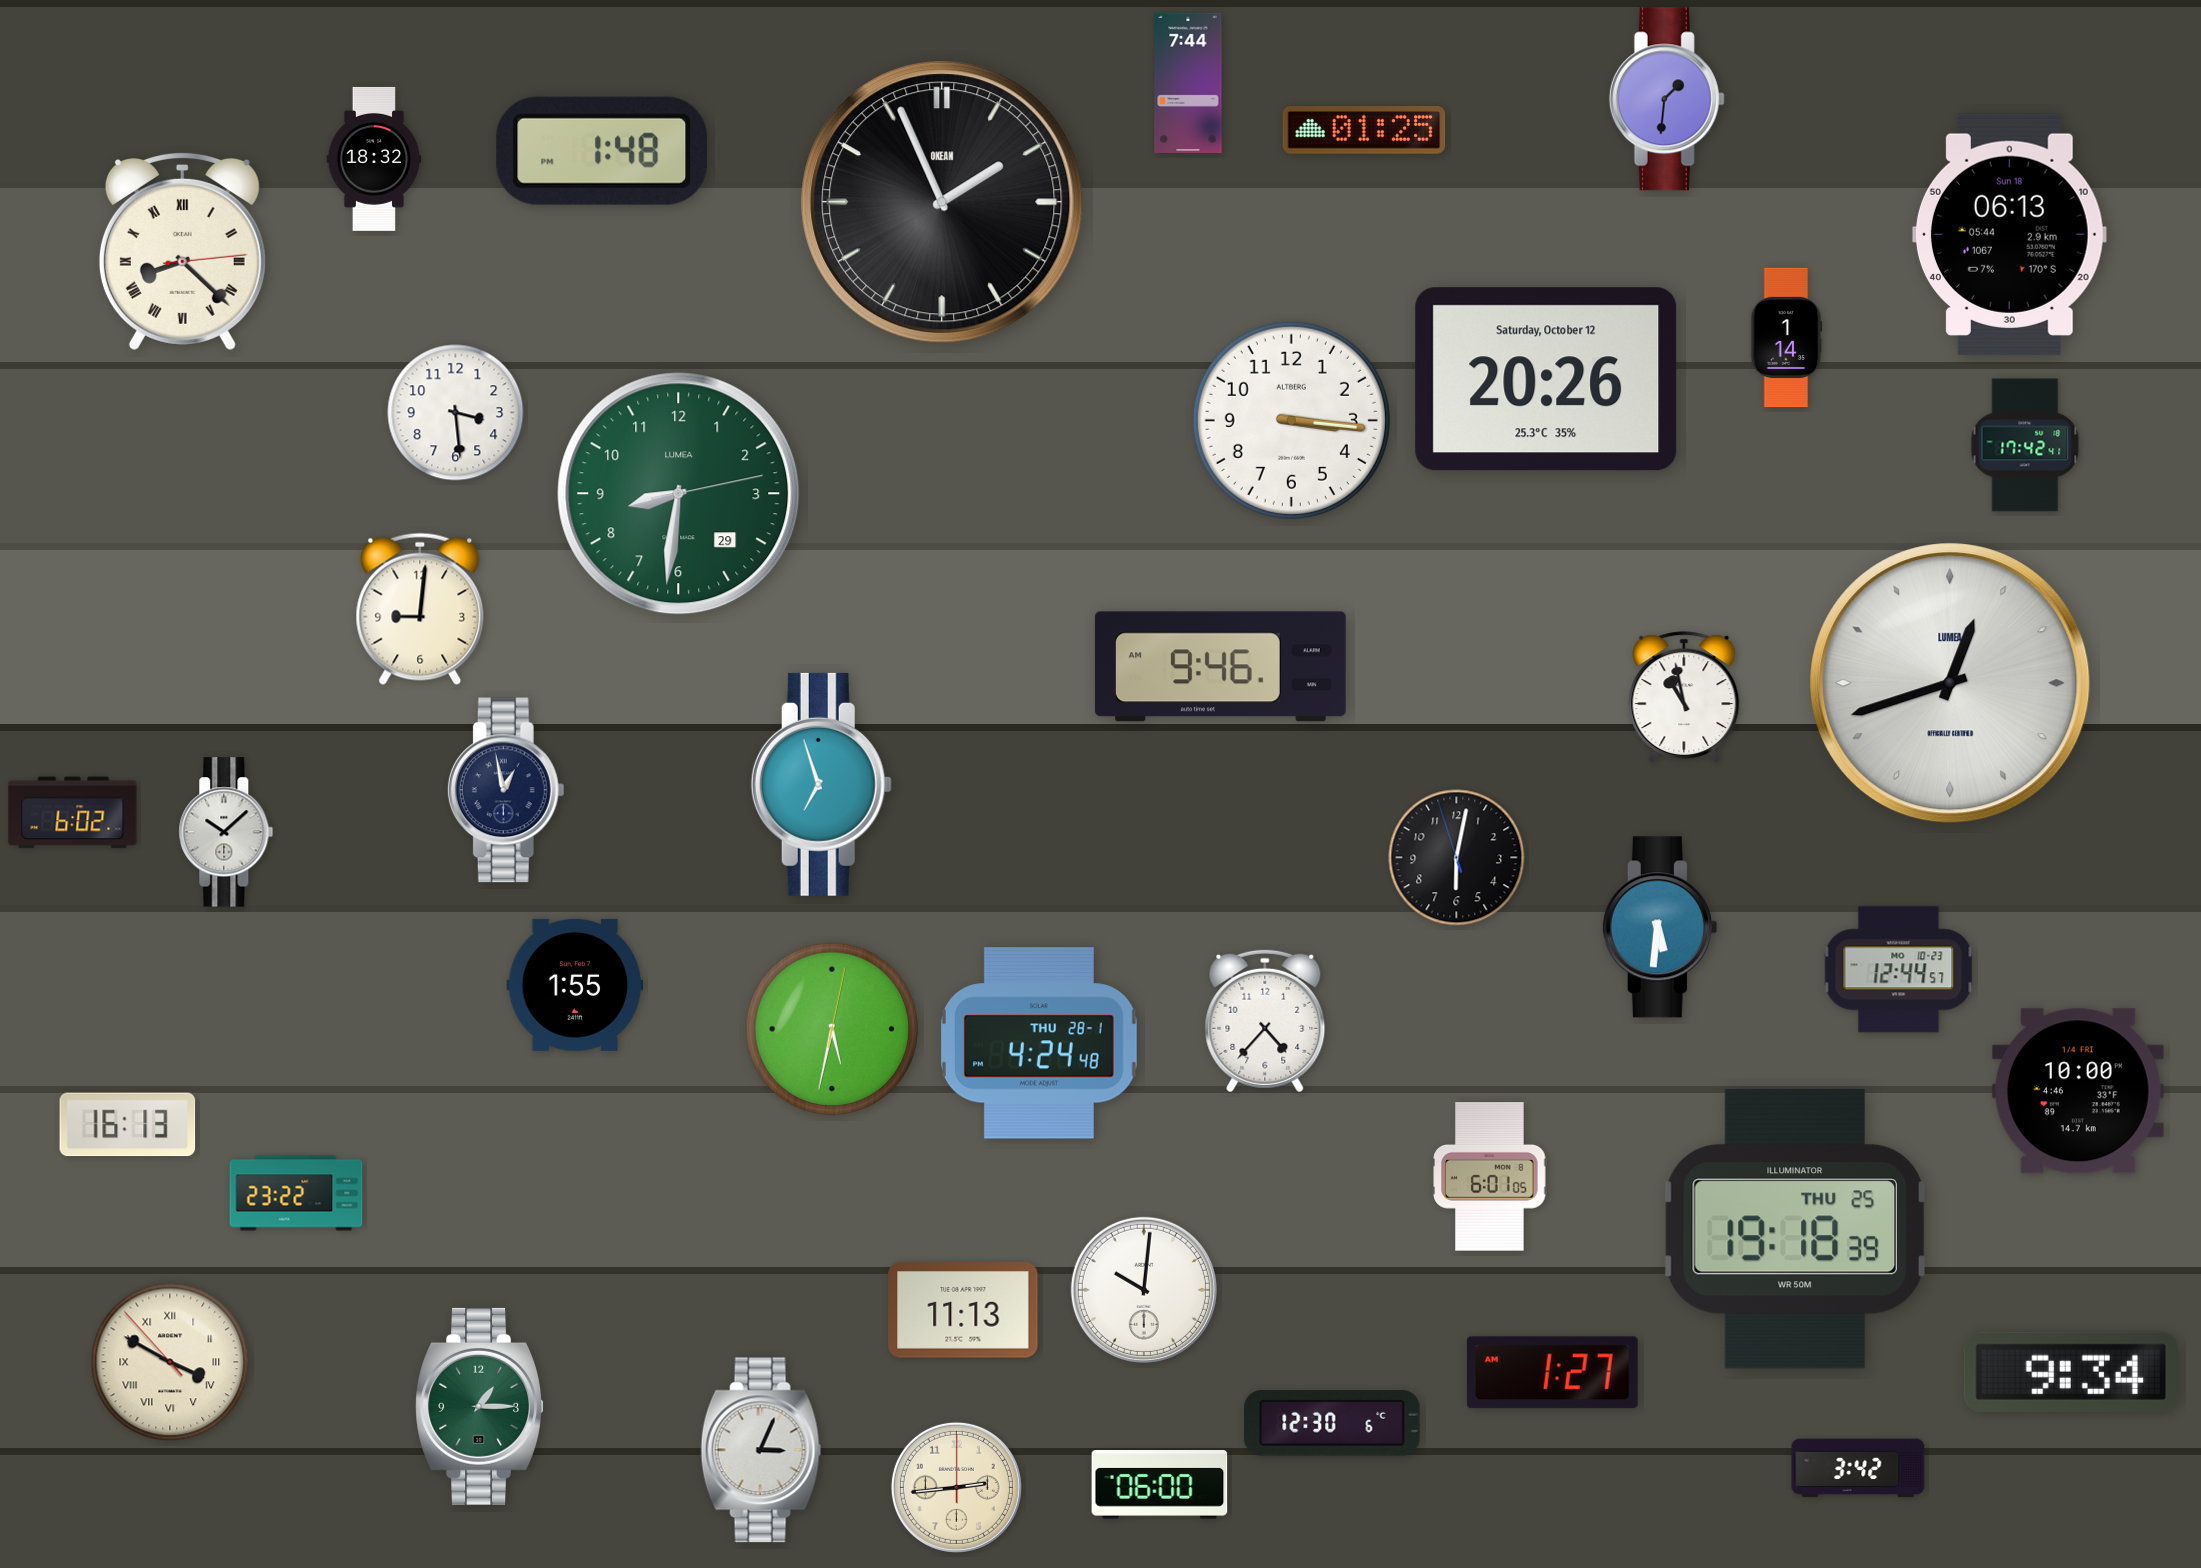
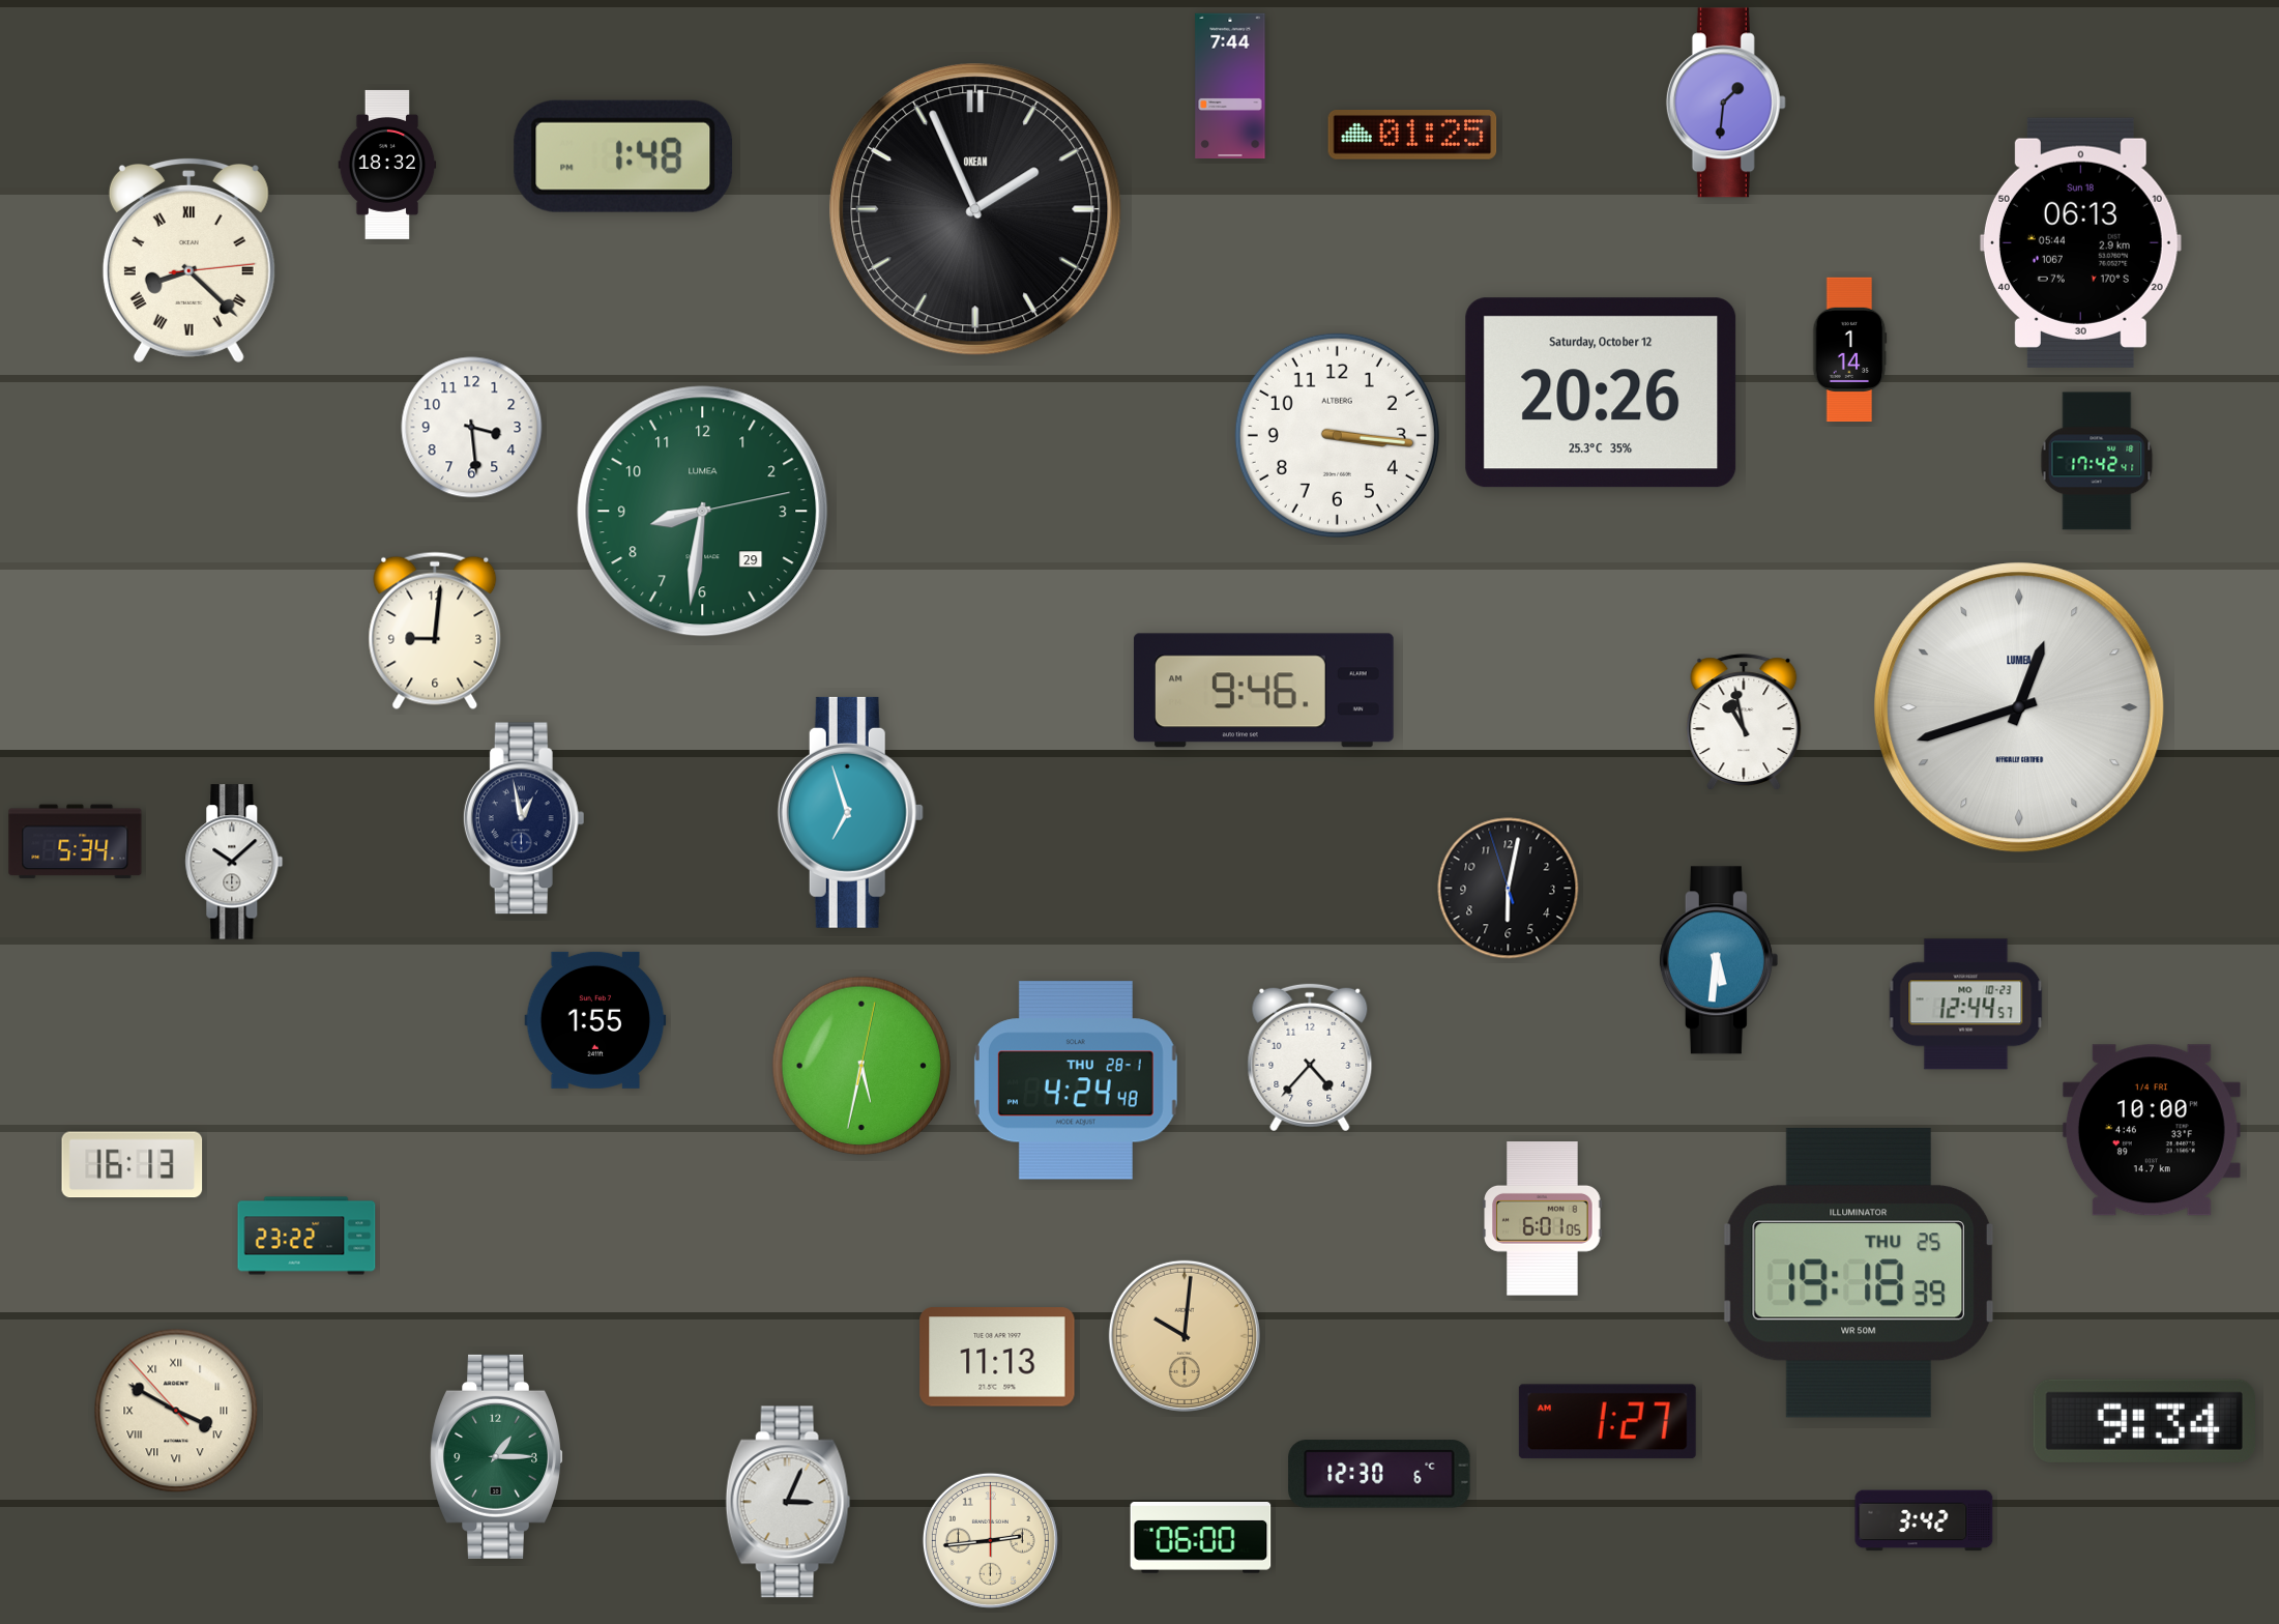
clock at (73, 813): 6:02 -> 5:34
clock at (1144, 1290) dial: white -> champagne
